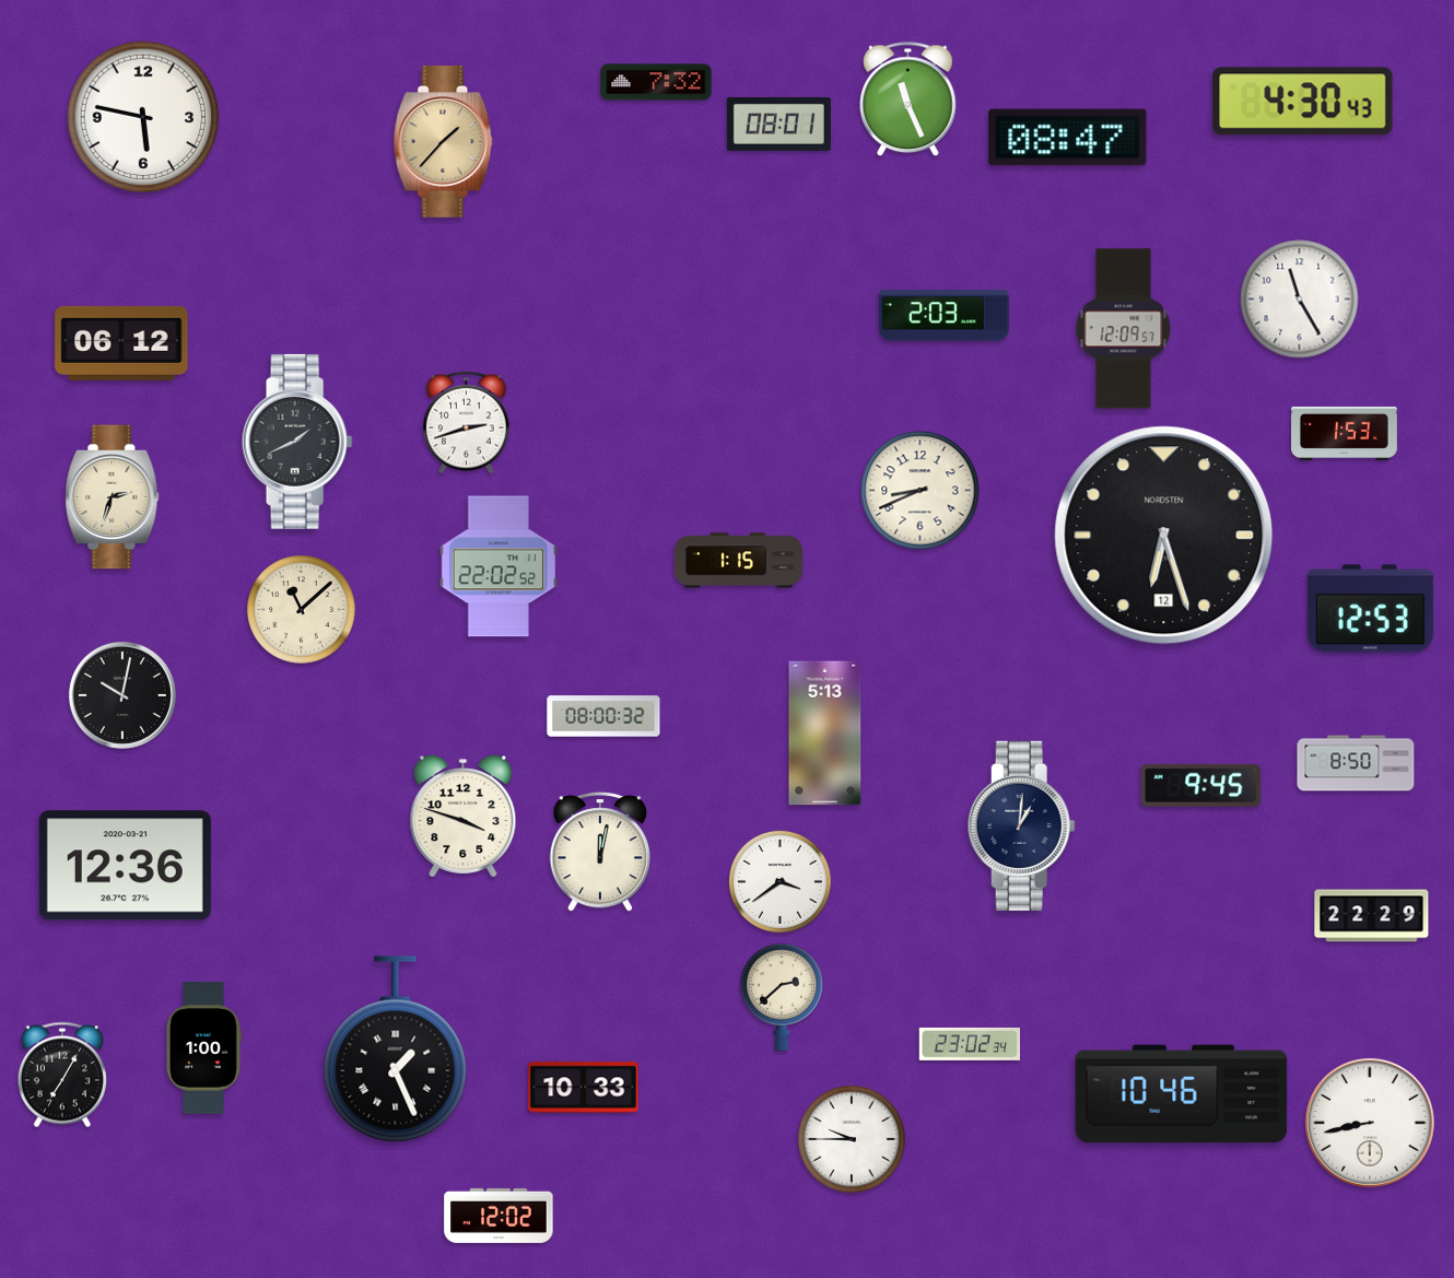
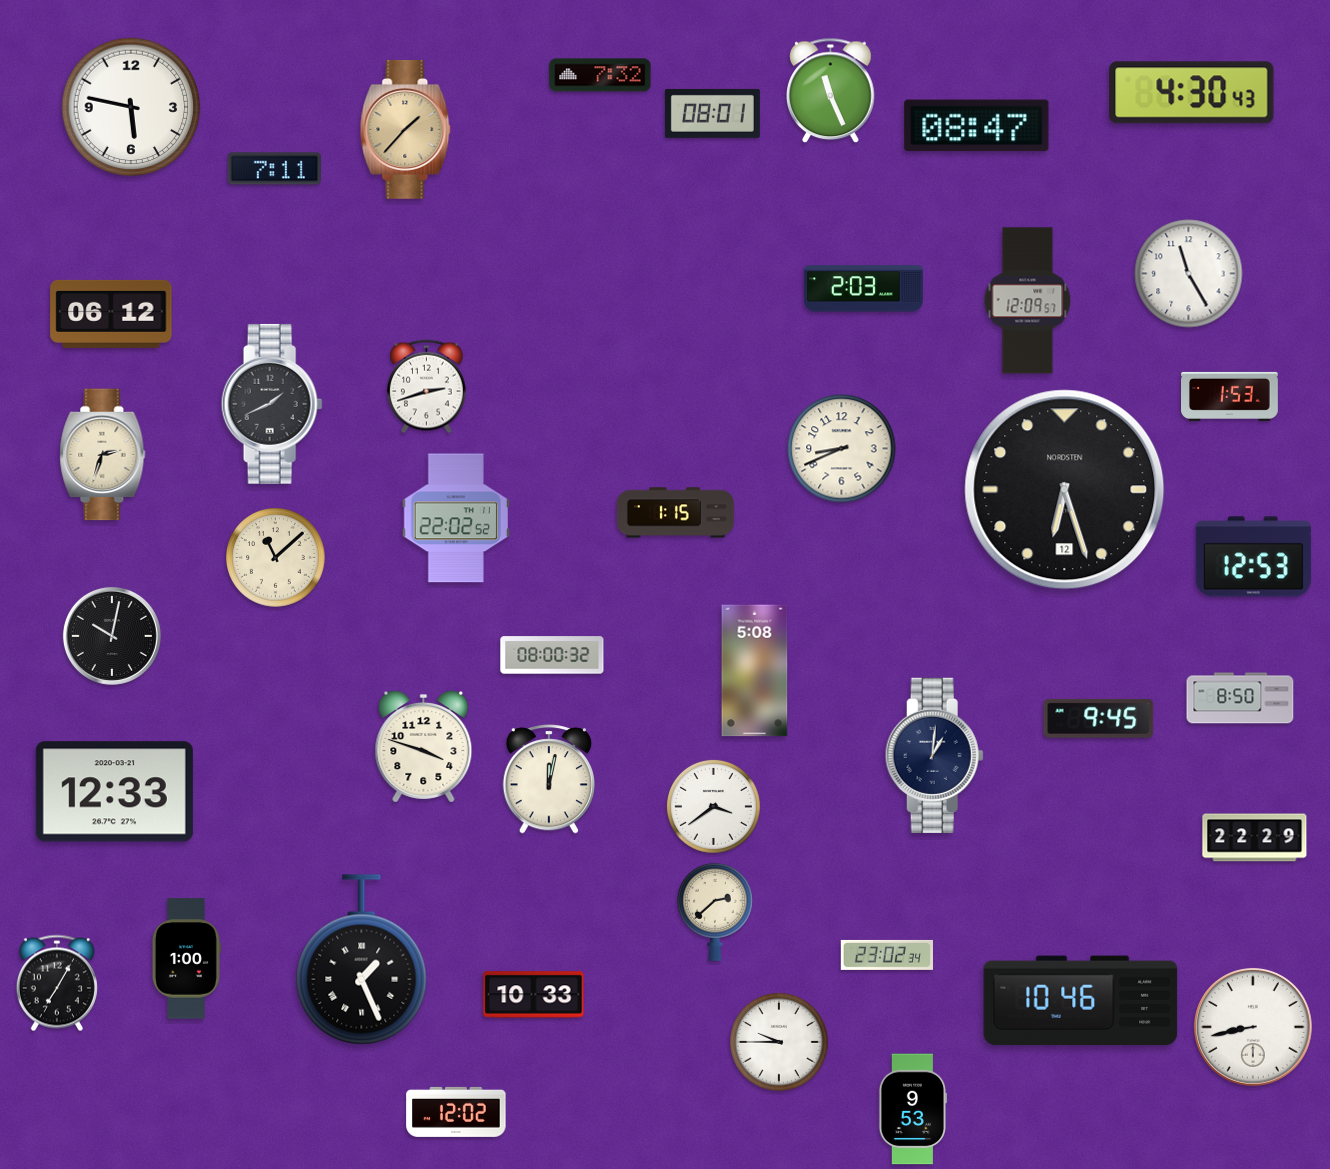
clock at (274, 169): none -> 7:11
clock at (825, 734): 5:13 -> 5:08
clock at (125, 866): 12:36 -> 12:33
clock at (913, 1109): none -> 9:53
